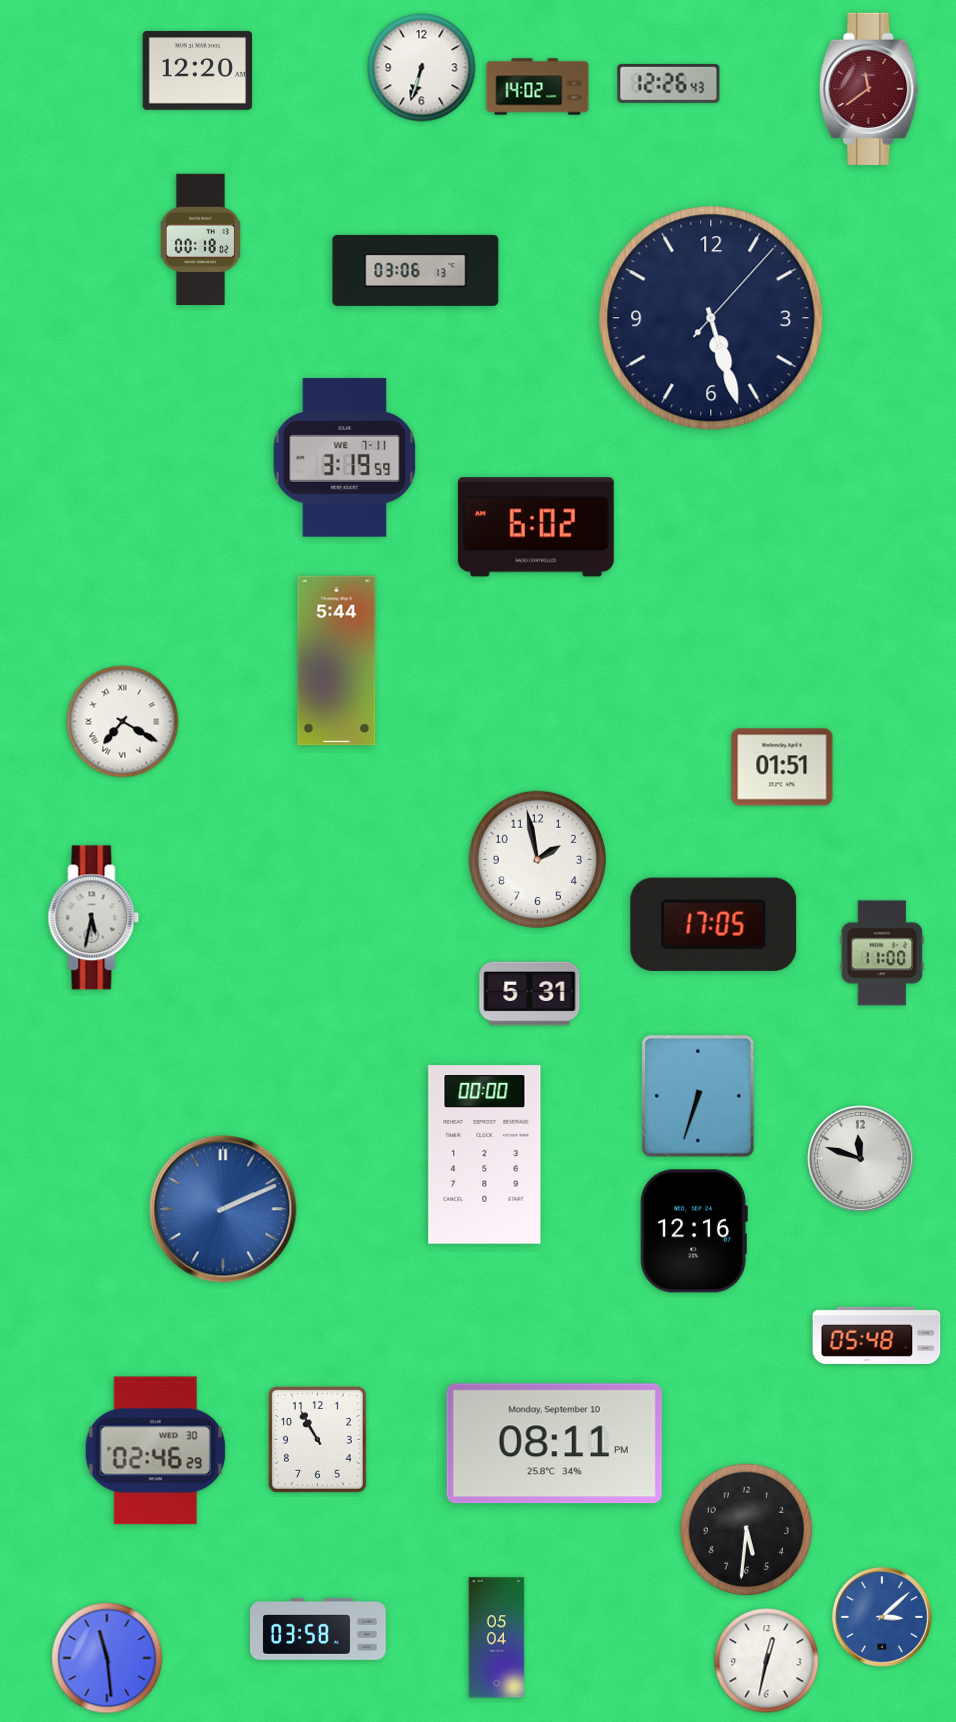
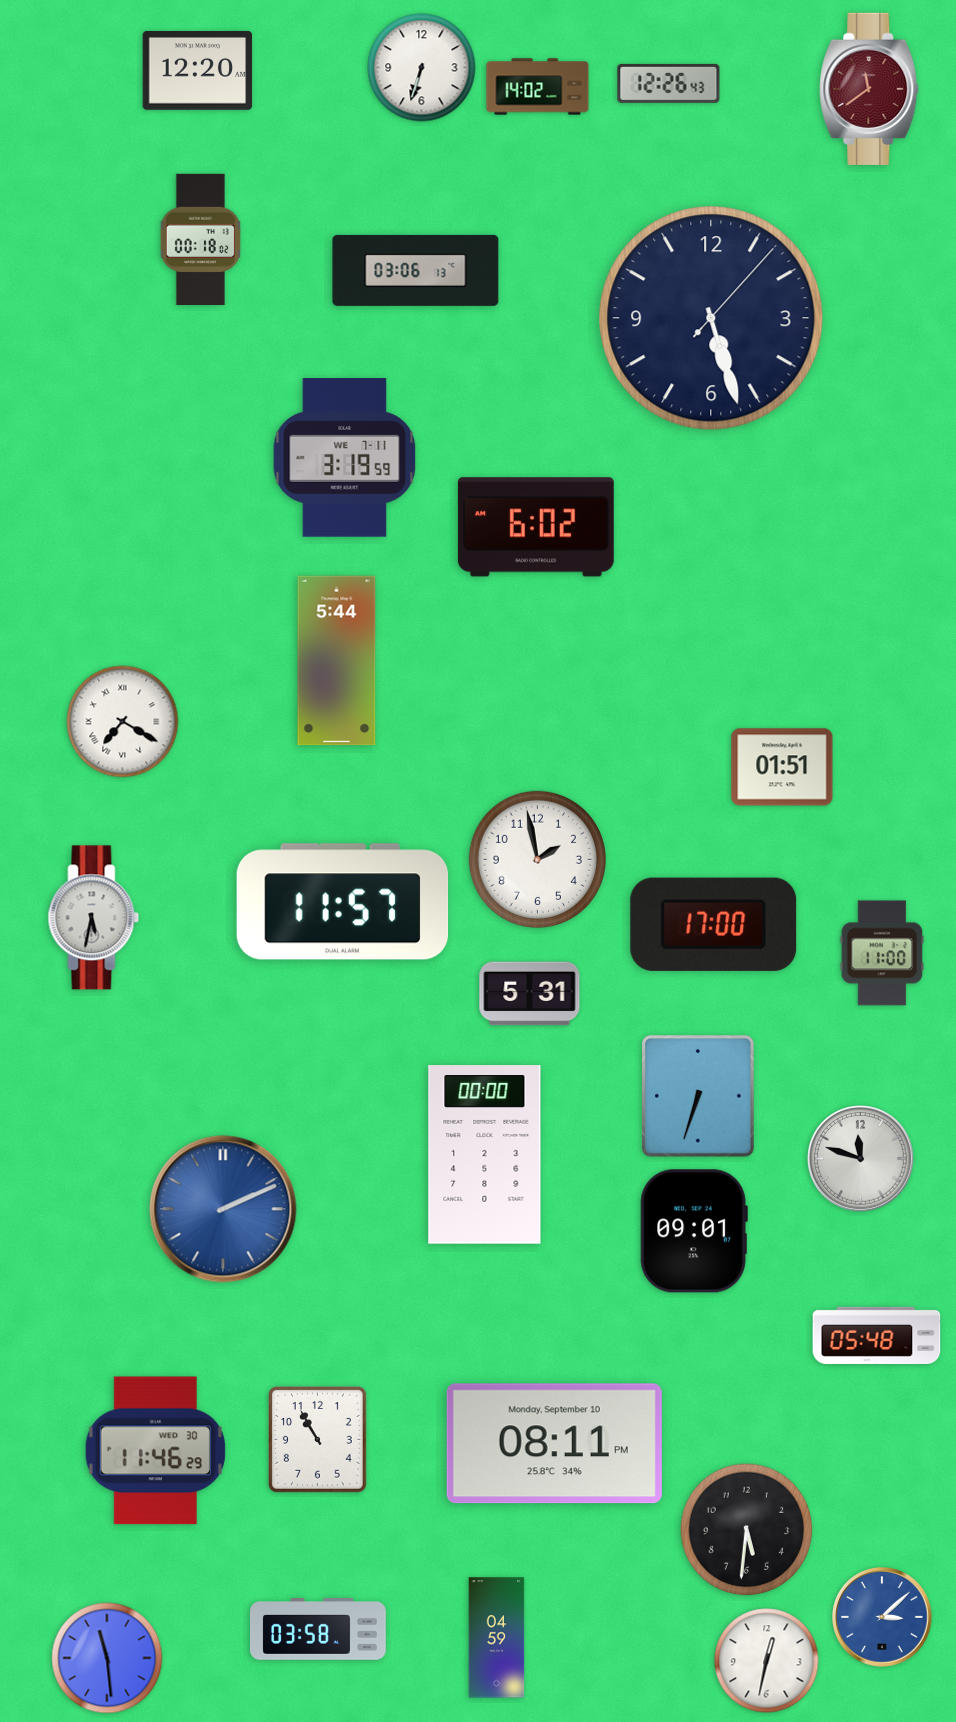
clock at (343, 902): none -> 11:57
clock at (714, 924): 17:05 -> 17:00
clock at (694, 1231): 12:16 -> 09:01
clock at (155, 1451): 02:46 -> 11:46
clock at (497, 1638): 05:04 -> 04:59
